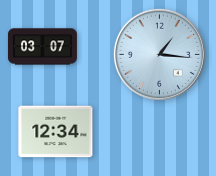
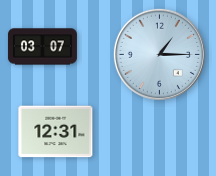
clock at (159, 54): 1:16 -> 1:15
clock at (56, 132): 12:34 -> 12:31
